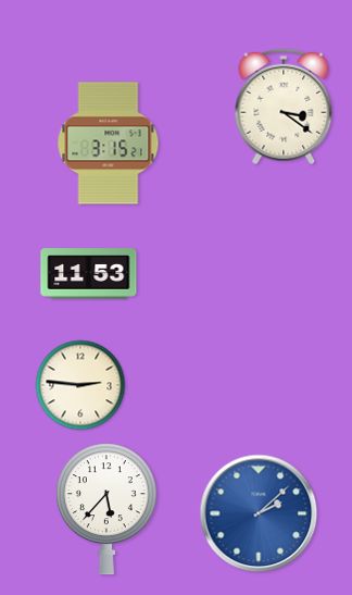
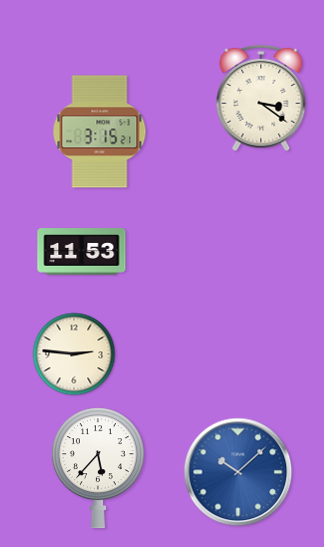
clock at (259, 513): 2:08 -> 10:08
